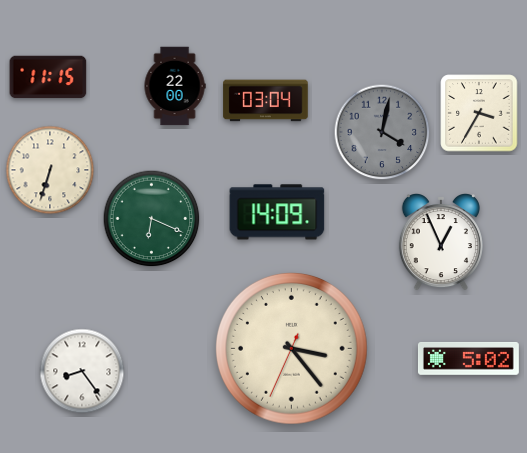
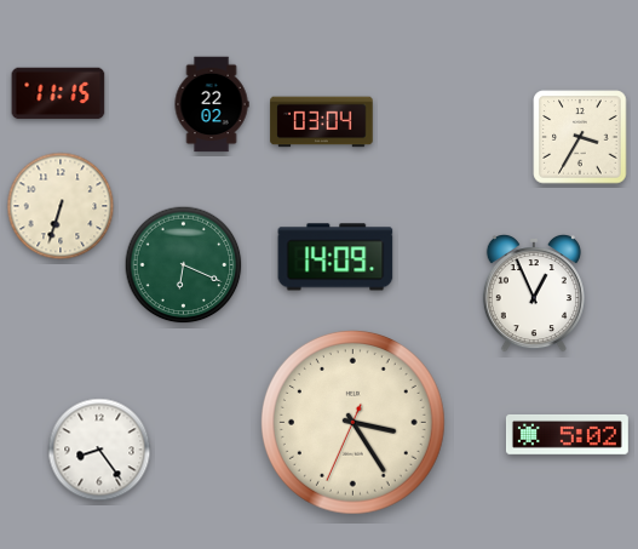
clock at (175, 86): 22:00 -> 22:02
clock at (382, 132): 4:02 -> none
clock at (291, 348): 3:23 -> 3:24
